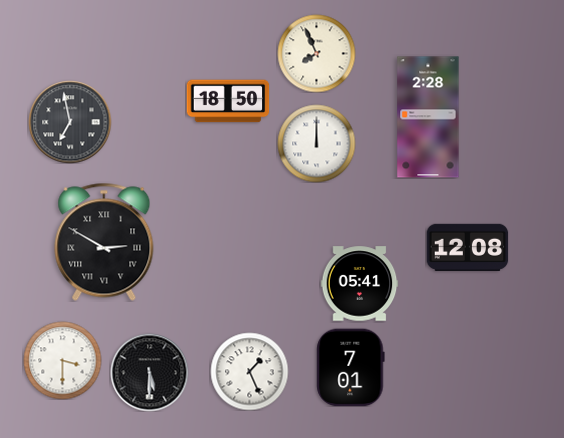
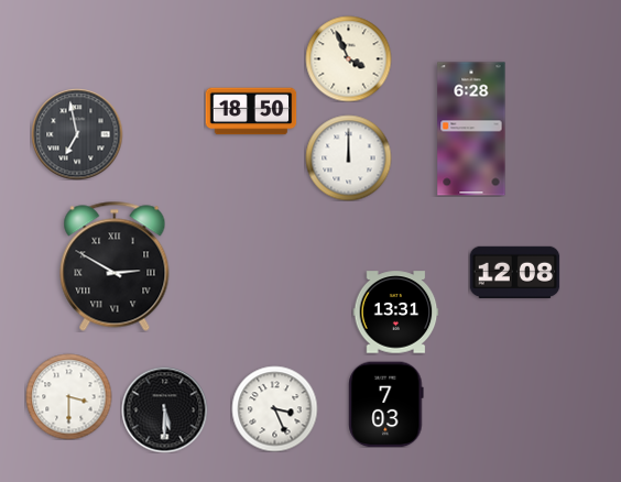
clock at (316, 53): 7:56 -> 3:56
clock at (428, 117): 2:28 -> 6:28
clock at (359, 284): 05:41 -> 13:31
clock at (351, 367): 7:01 -> 7:03
clock at (249, 371): 1:26 -> 3:26
